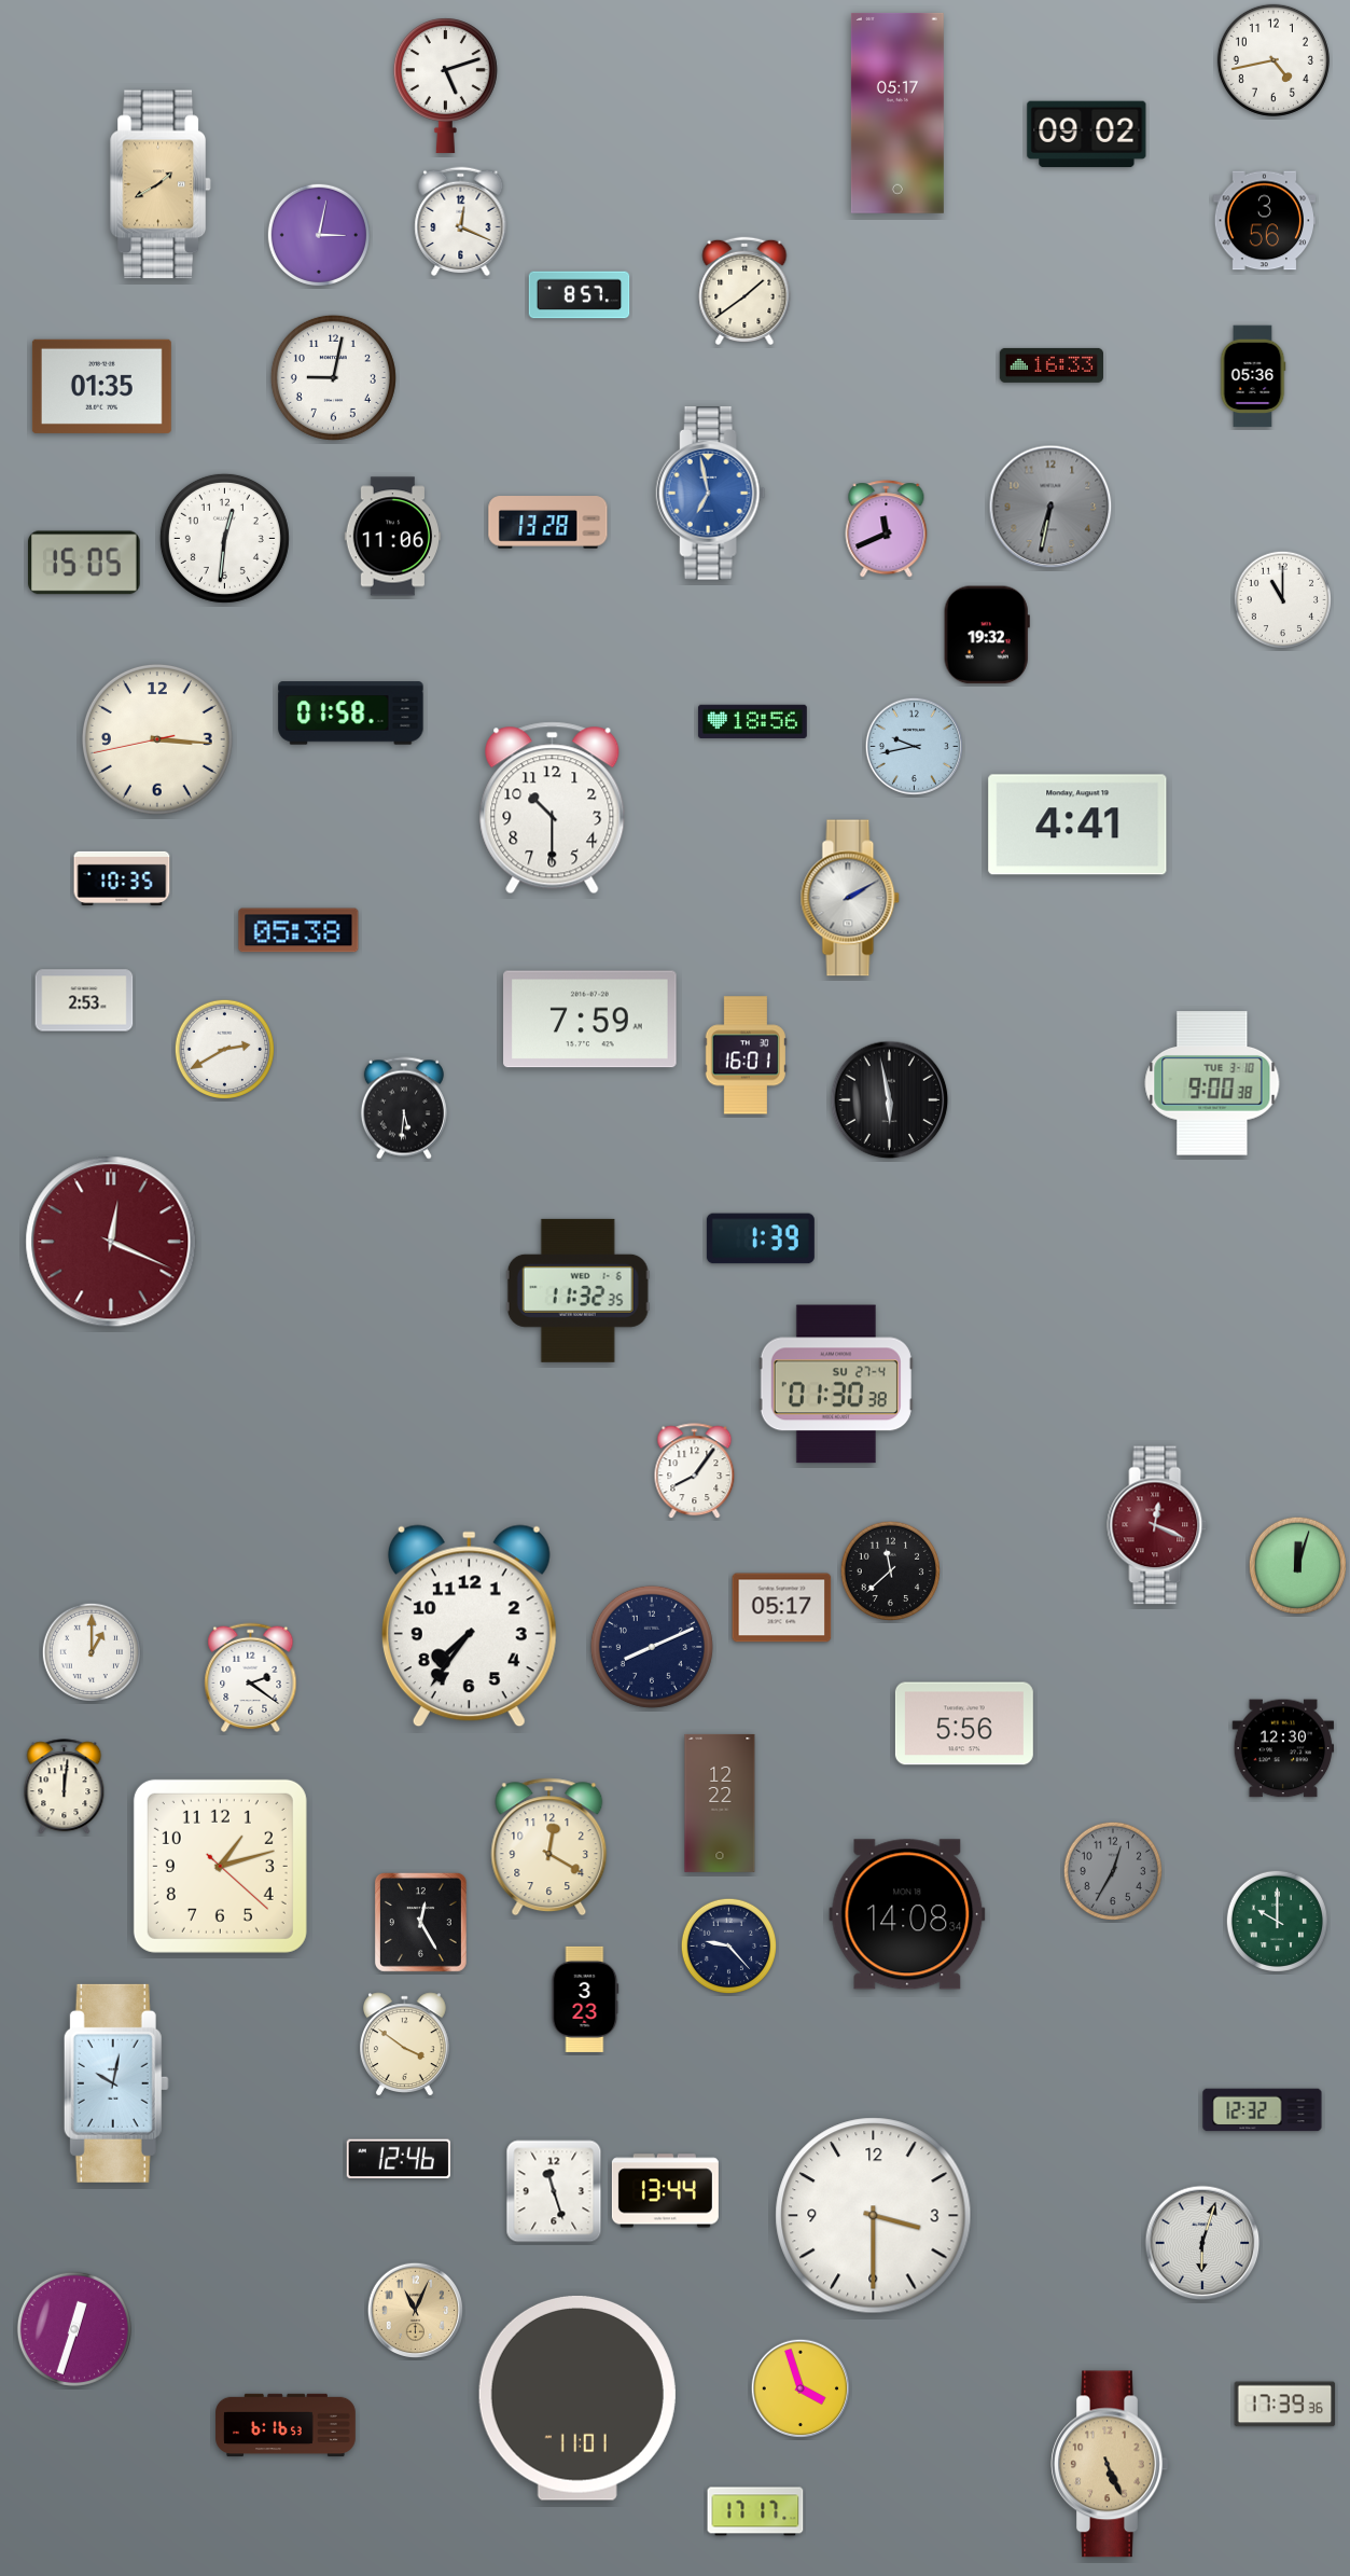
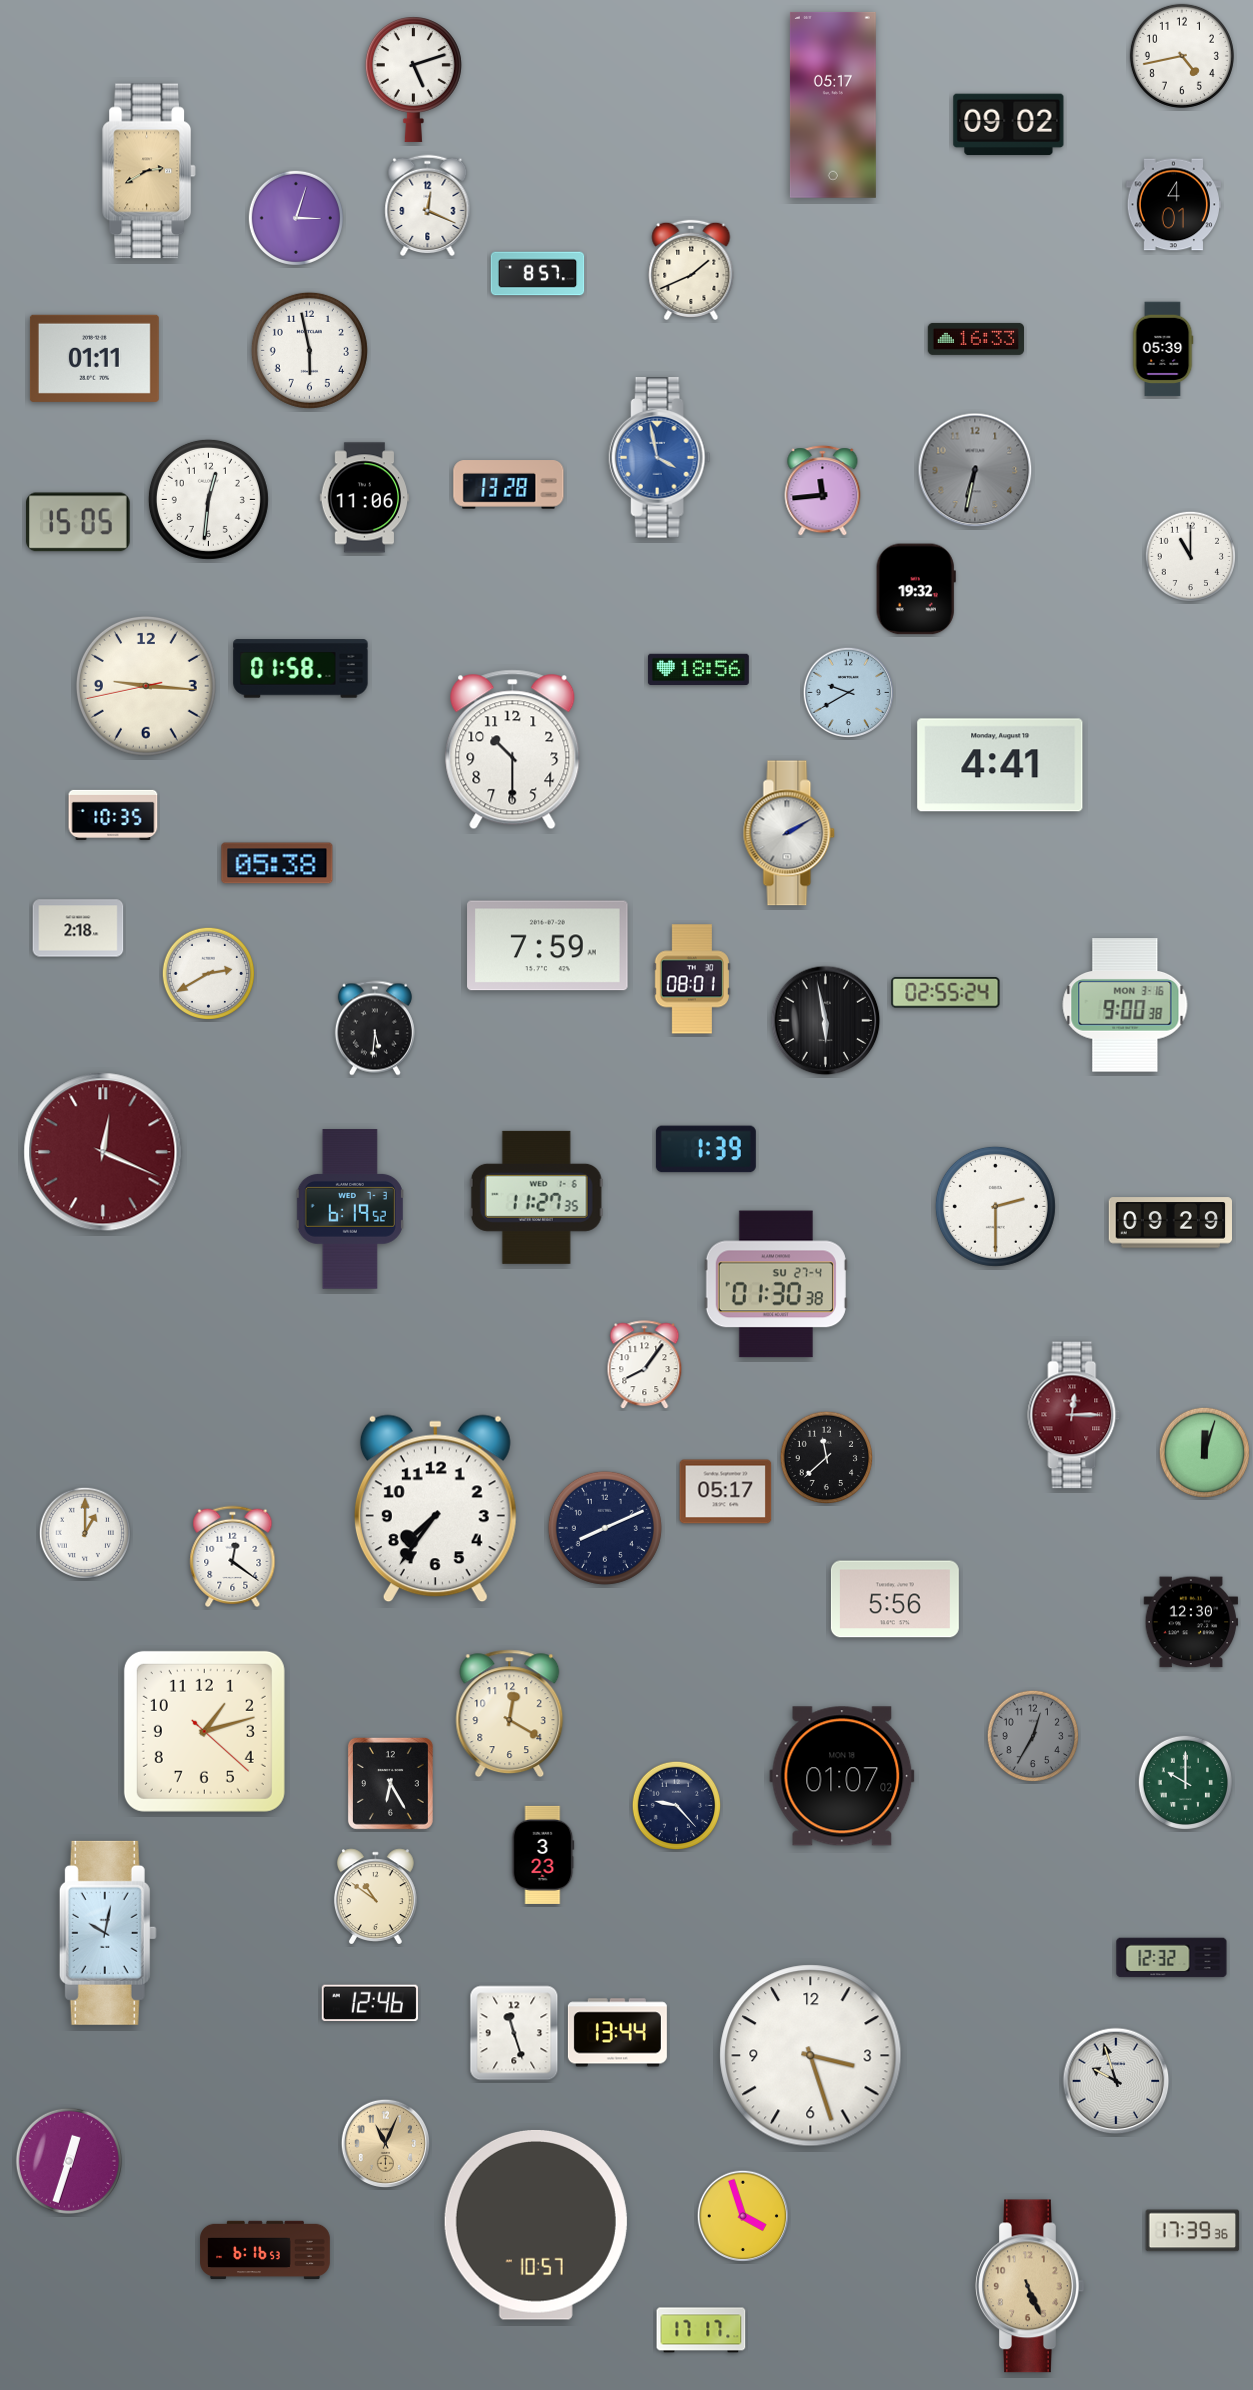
clock at (161, 184): 1:40 -> 2:40
clock at (1264, 221): 3:56 -> 4:01
clock at (318, 234): 3:02 -> 3:03
clock at (744, 290): 1:39 -> 1:41
clock at (1253, 376): 05:36 -> 05:39
clock at (333, 377): 9:02 -> 5:58
clock at (101, 386): 01:35 -> 01:11
clock at (711, 494): 6:58 -> 3:58
clock at (887, 529): 11:41 -> 11:44
clock at (351, 714) position: (351, 714) -> (301, 669)
clock at (157, 739): 3:15 -> 9:15
clock at (915, 747): 9:43 -> 9:40
clock at (84, 1000): 2:53 -> 2:18
clock at (746, 1055): 16:01 -> 08:01
clock at (946, 993): none -> 02:55
clock at (1212, 1083) date: TUE 3-10 -> MON 3-16
clock at (577, 1290): 11:32 -> 11:27
clock at (995, 1206): none -> 2:30
clock at (350, 1209): none -> 6:19
clock at (1170, 1223): none -> 09:29
clock at (1157, 1525): 12:19 -> 12:15
clock at (251, 1678): 2:21 -> 12:21
clock at (65, 1787): 12:01 -> none
clock at (720, 1803): 12:22 -> none
clock at (907, 1914): 14:08 -> 01:07
clock at (420, 1922): 12:25 -> 6:25
clock at (404, 2045): 3:51 -> 10:51
clock at (874, 2216): 3:30 -> 3:27
clock at (1202, 2243): 6:03 -> 9:57
clock at (577, 2398): 11:01 -> 10:57
